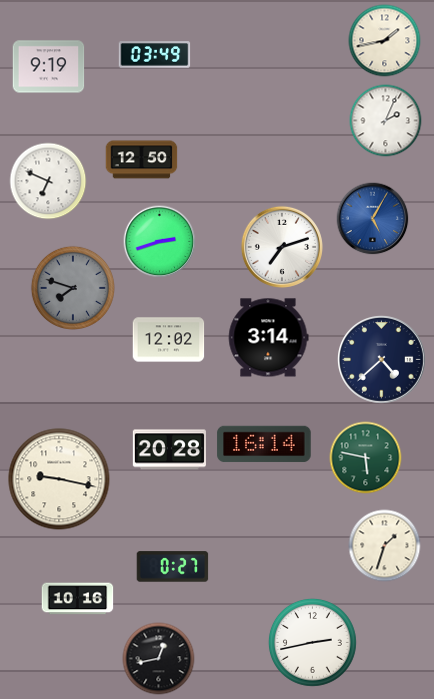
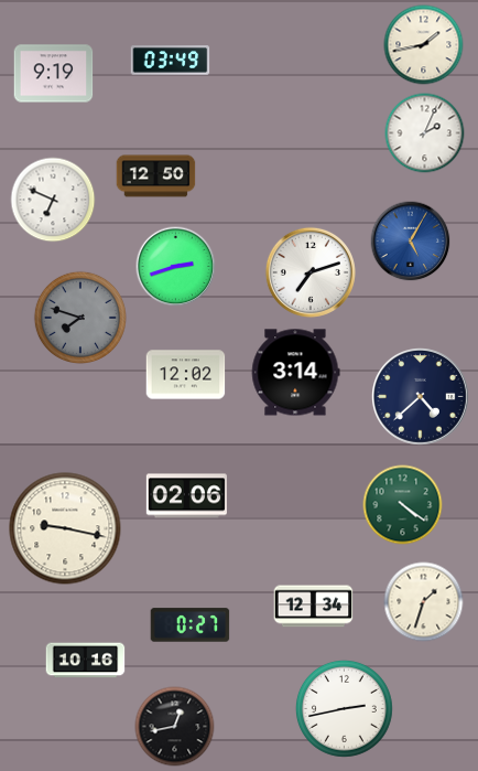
clock at (264, 444): 16:14 -> none
clock at (169, 450): 20:28 -> 02:06
clock at (366, 458): 5:47 -> 4:21
clock at (314, 607): none -> 12:34
